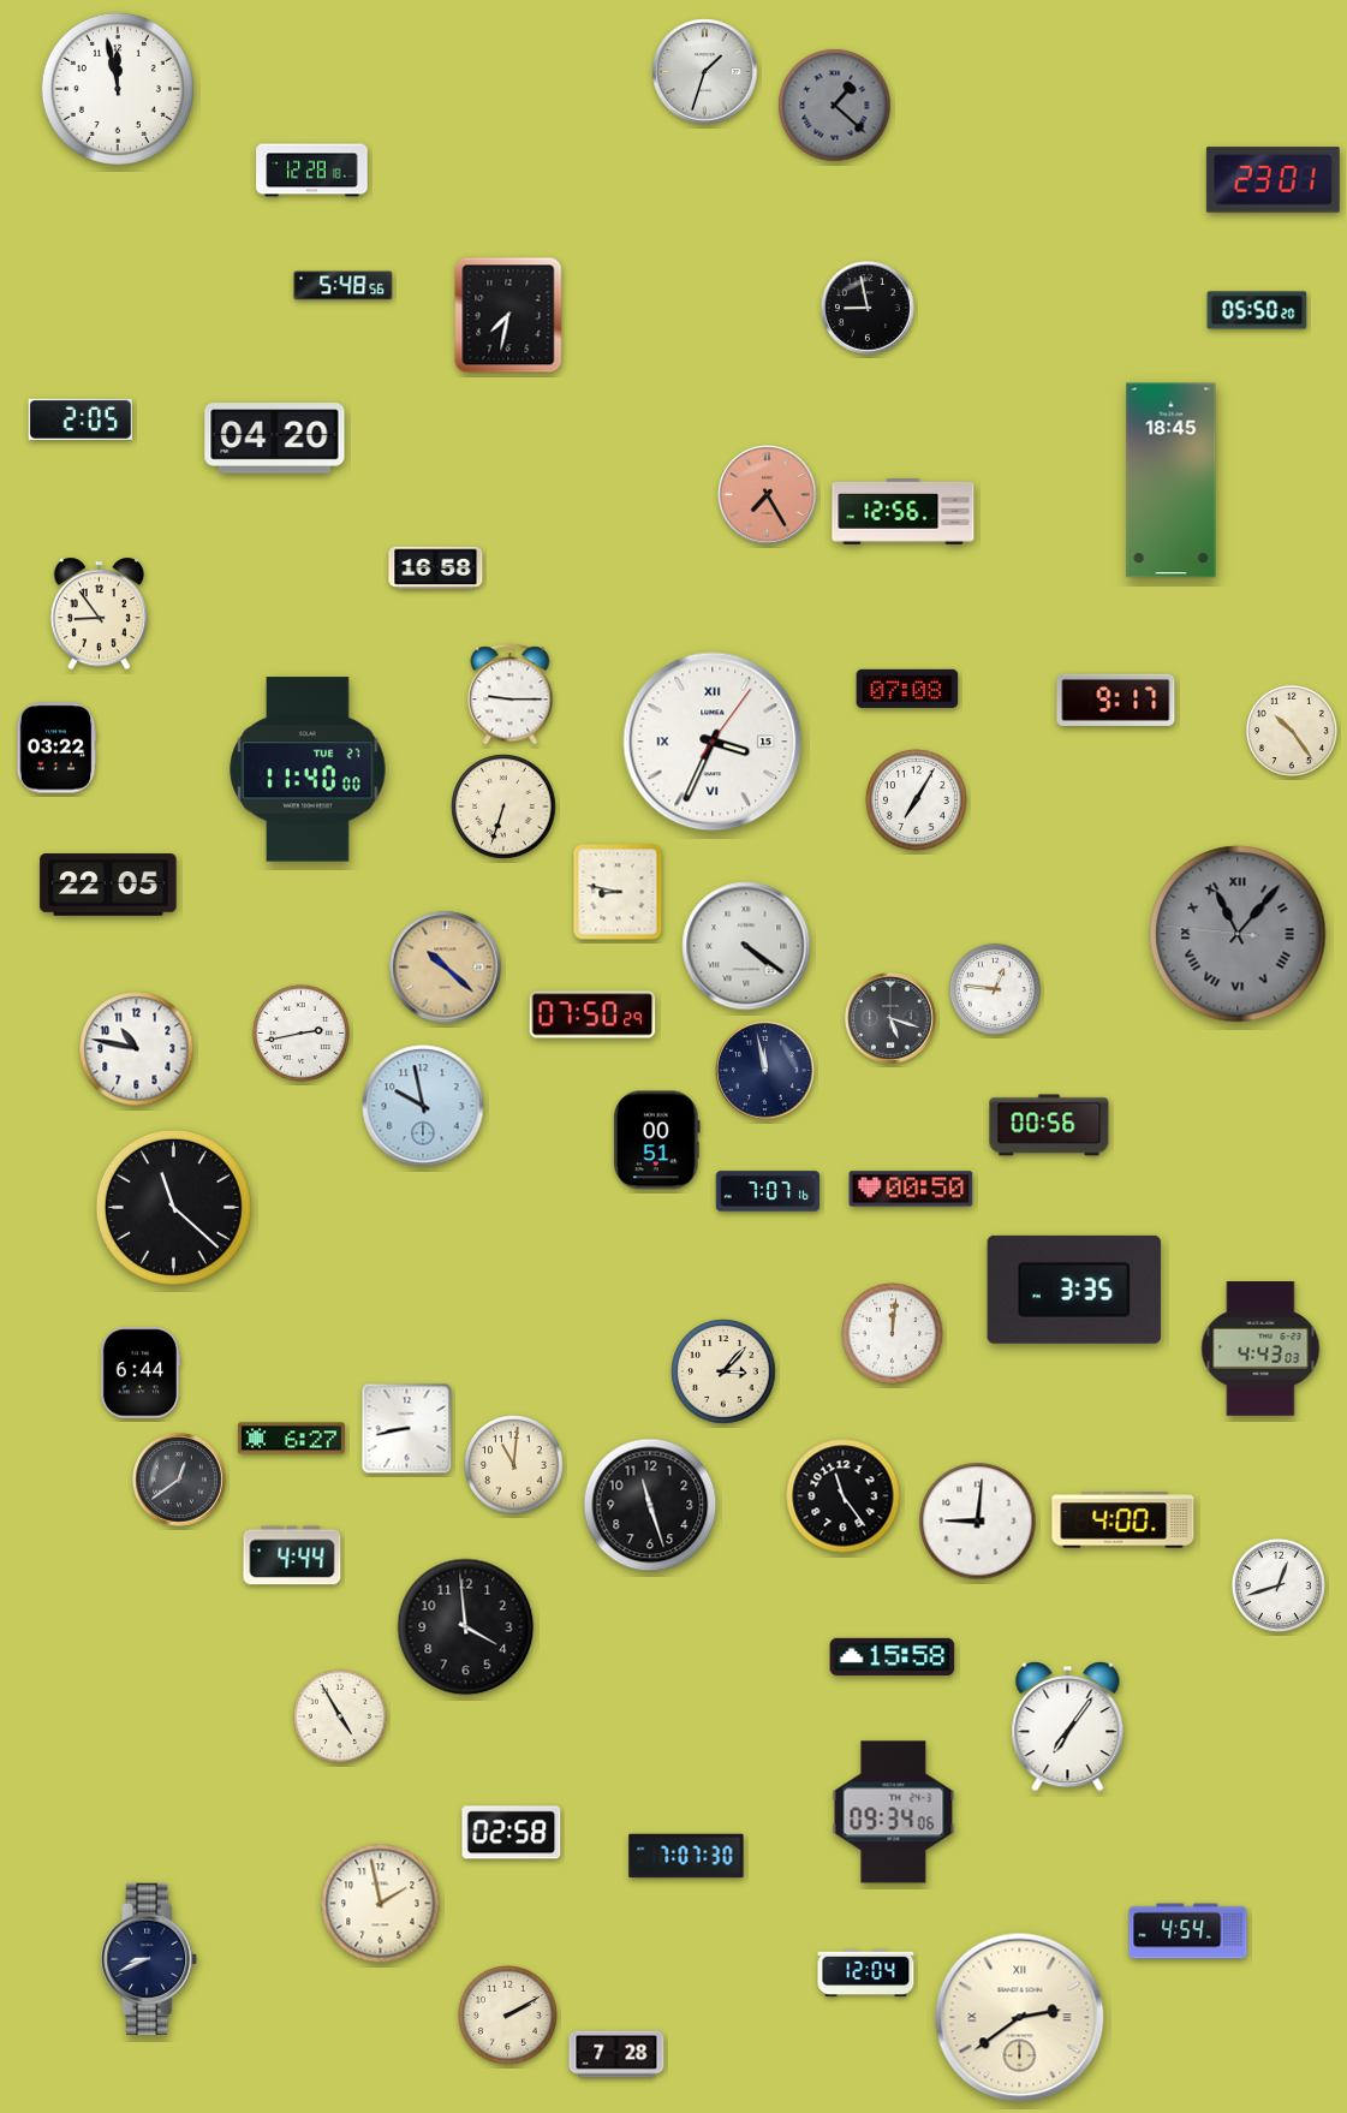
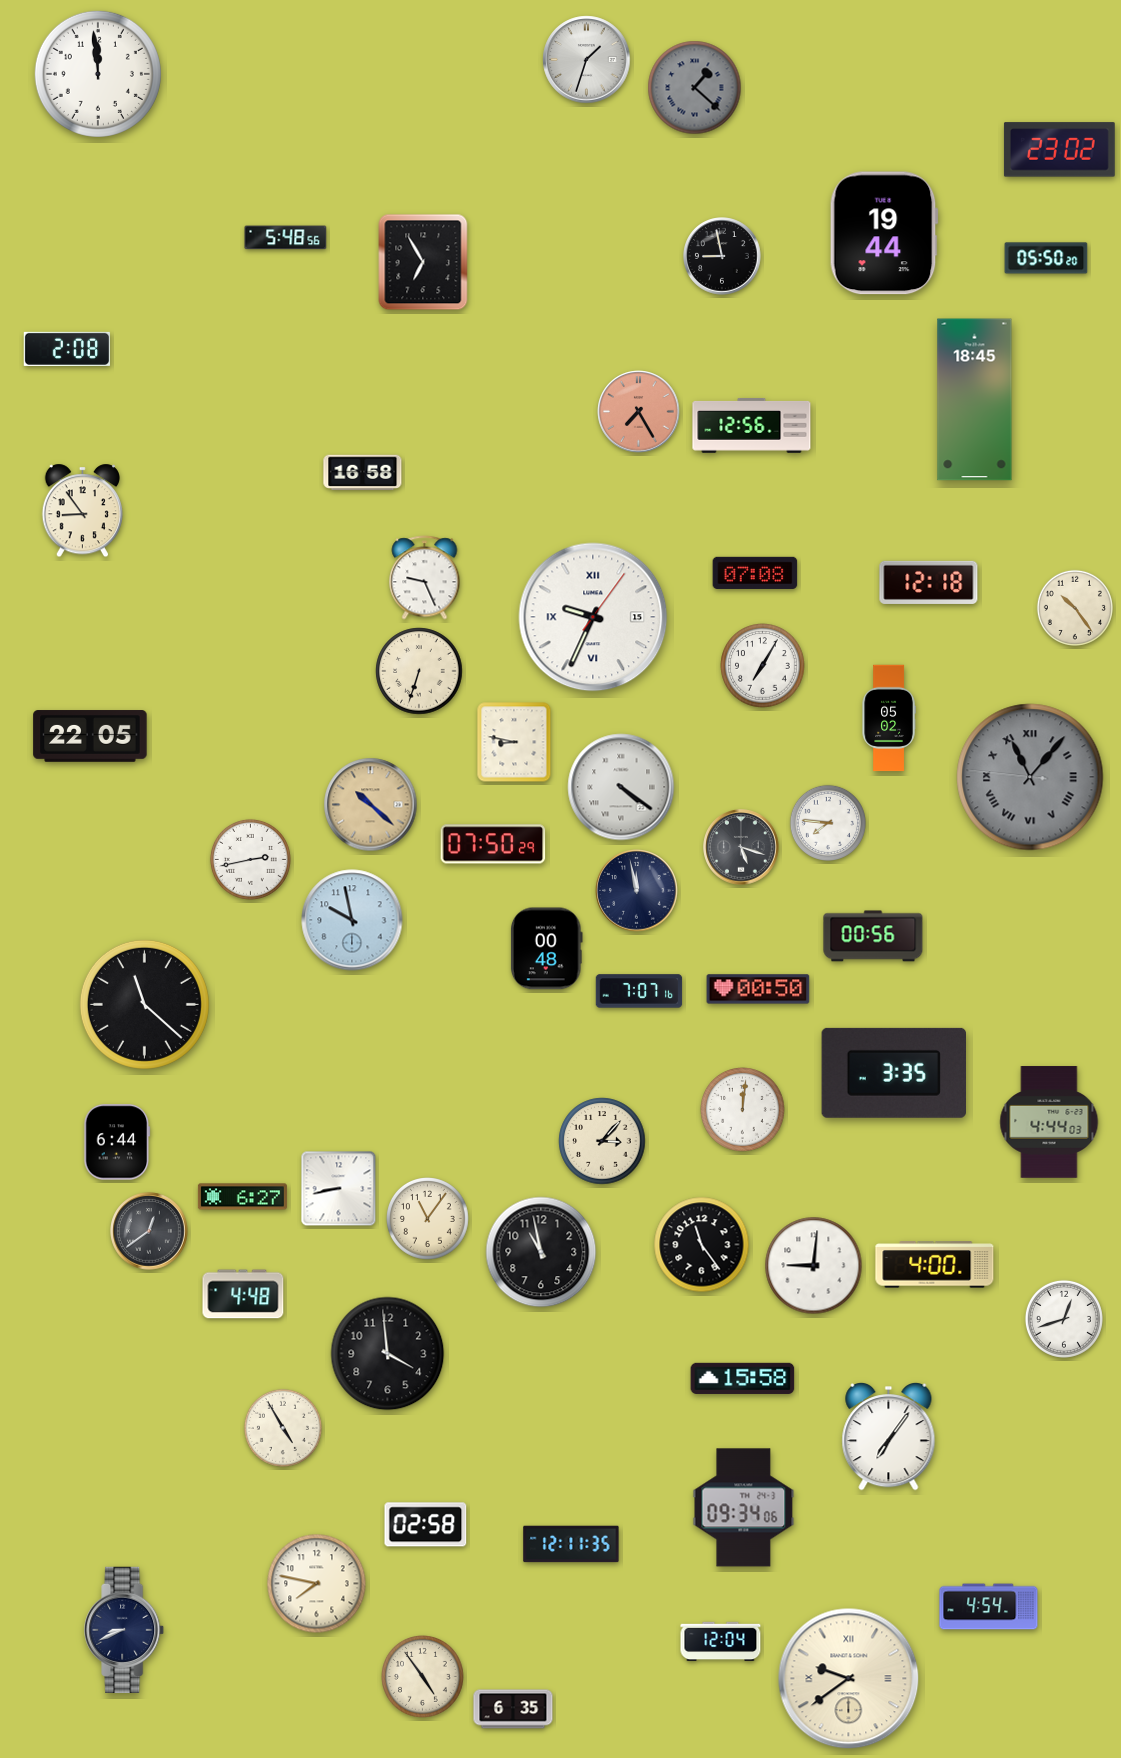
clock at (118, 89): 11:58 -> 11:59
clock at (312, 171): 12:28 -> none
clock at (1273, 180): 23:01 -> 23:02
clock at (884, 233): none -> 19:44
clock at (508, 315): 7:32 -> 6:55
clock at (81, 419): 2:05 -> 2:08
clock at (275, 439): 04:20 -> none
clock at (511, 695): 9:15 -> 9:26
clock at (1116, 700): 9:17 -> 12:18
clock at (713, 742): 3:34 -> 9:34
clock at (56, 748): 03:22 -> none
clock at (308, 769): 11:40 -> none
clock at (889, 718): none -> 05:02
clock at (995, 989): 12:46 -> 7:46
clock at (137, 1049): 10:47 -> none
clock at (656, 1141): 00:51 -> 00:48
clock at (1260, 1349): 4:43 -> 4:44
clock at (514, 1465): 11:01 -> 11:06
clock at (650, 1505): 11:27 -> 10:58
clock at (292, 1555): 4:44 -> 4:48
clock at (686, 1856): 7:07 -> 12:11
clock at (381, 1904): 1:58 -> 7:47
clock at (508, 2016): 2:10 -> 4:54
clock at (1020, 2018): 2:39 -> 9:39
clock at (616, 2054): 7:28 -> 6:35
